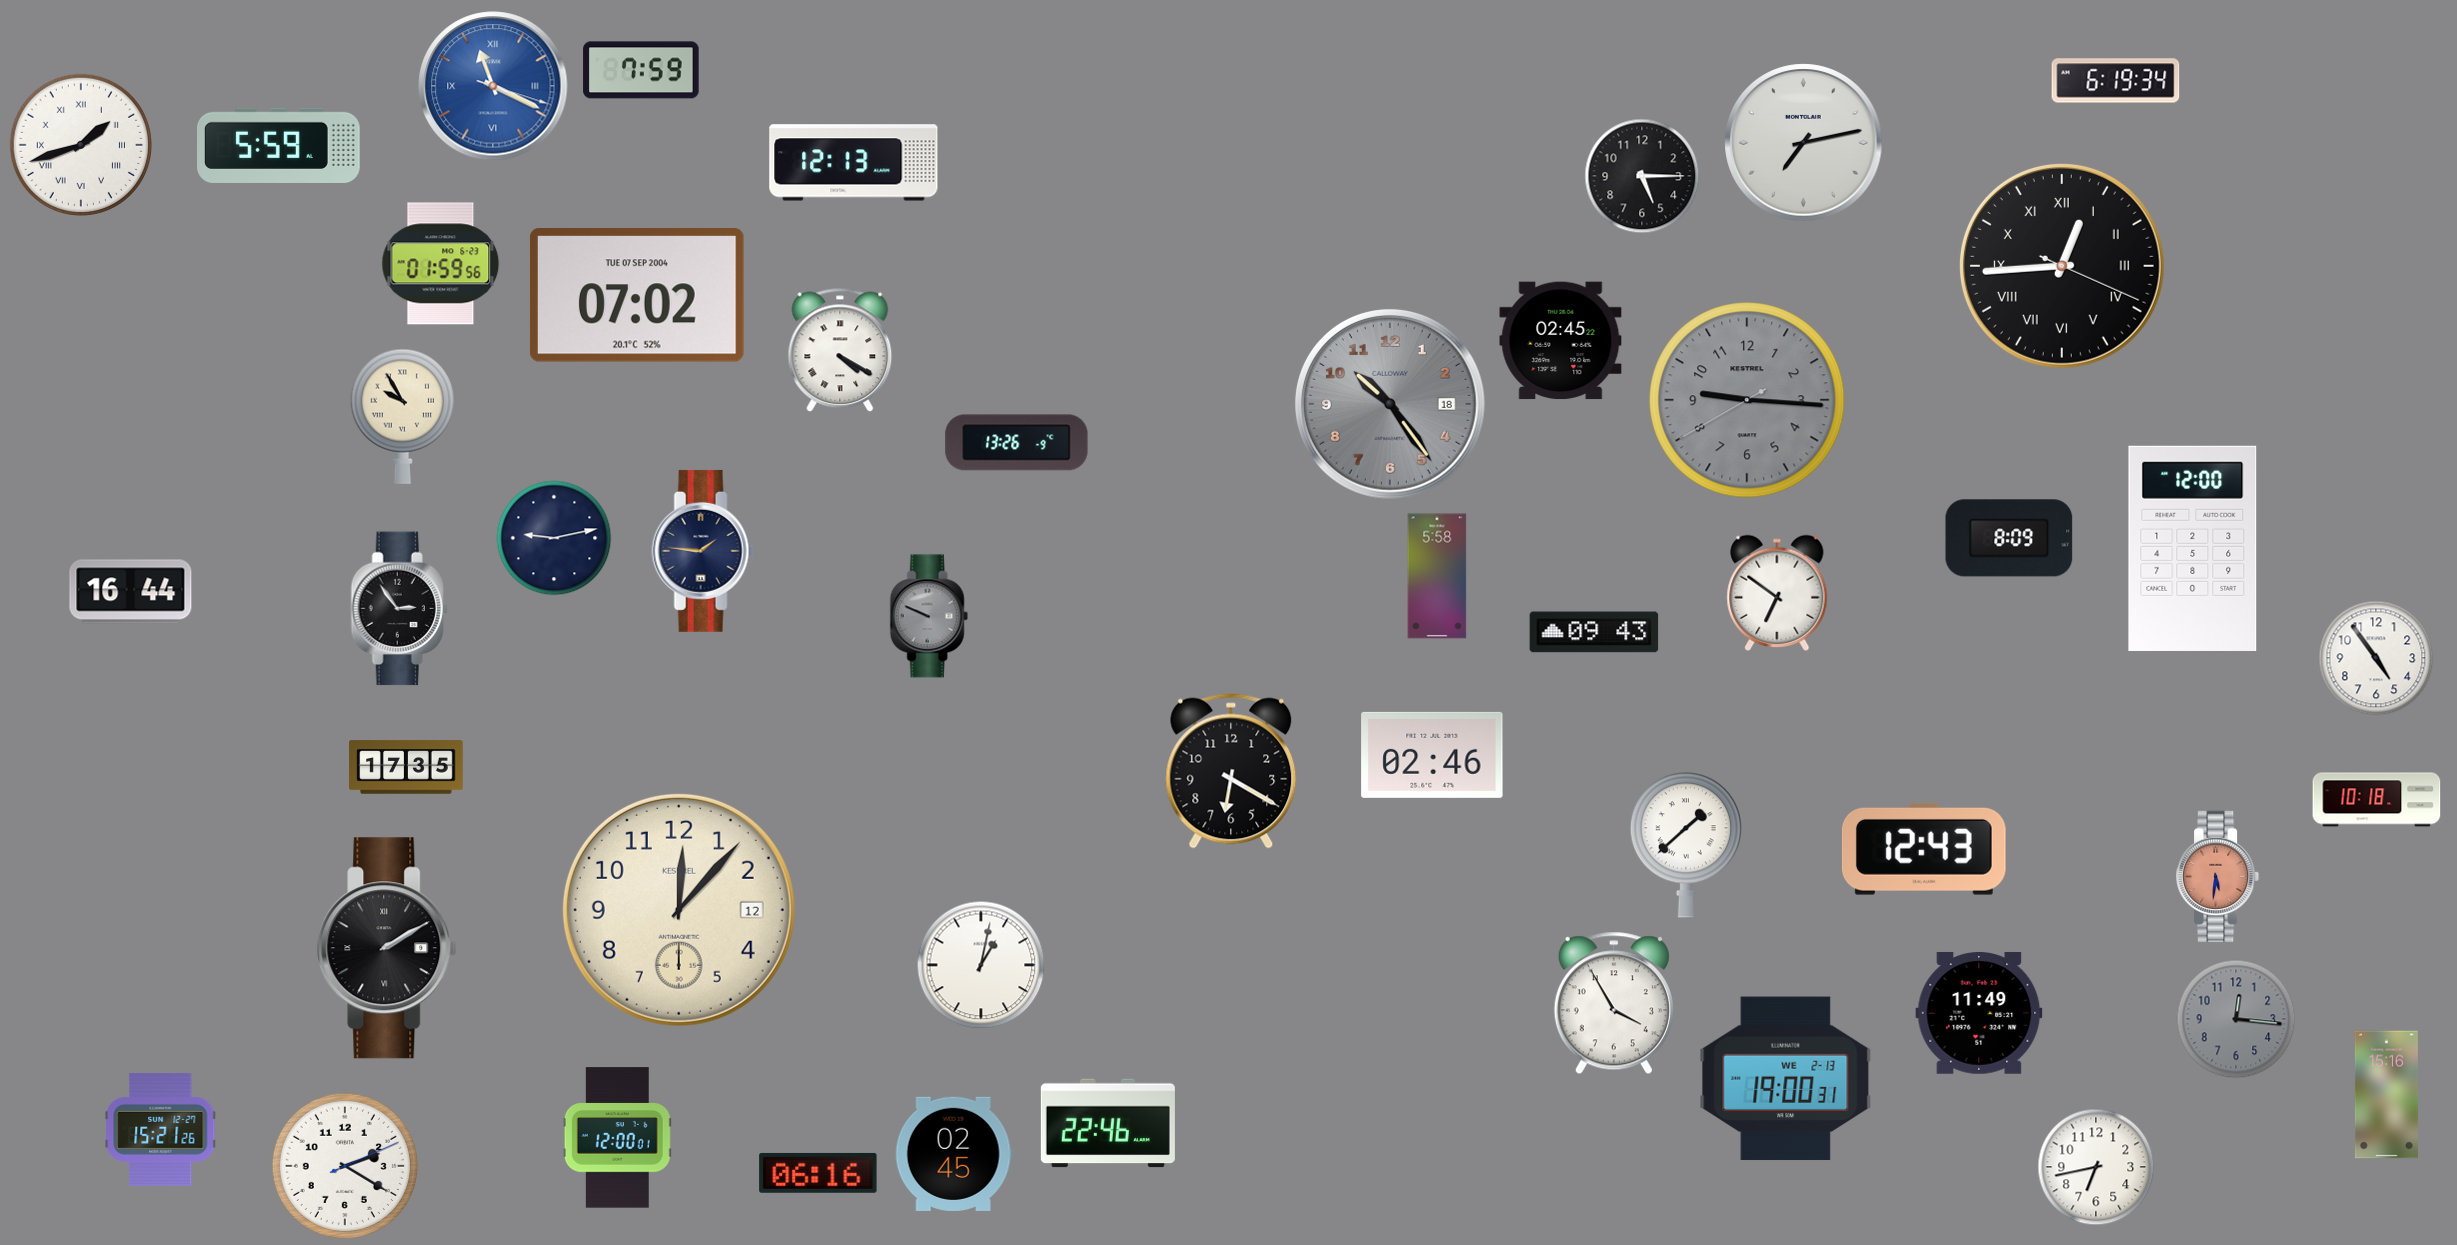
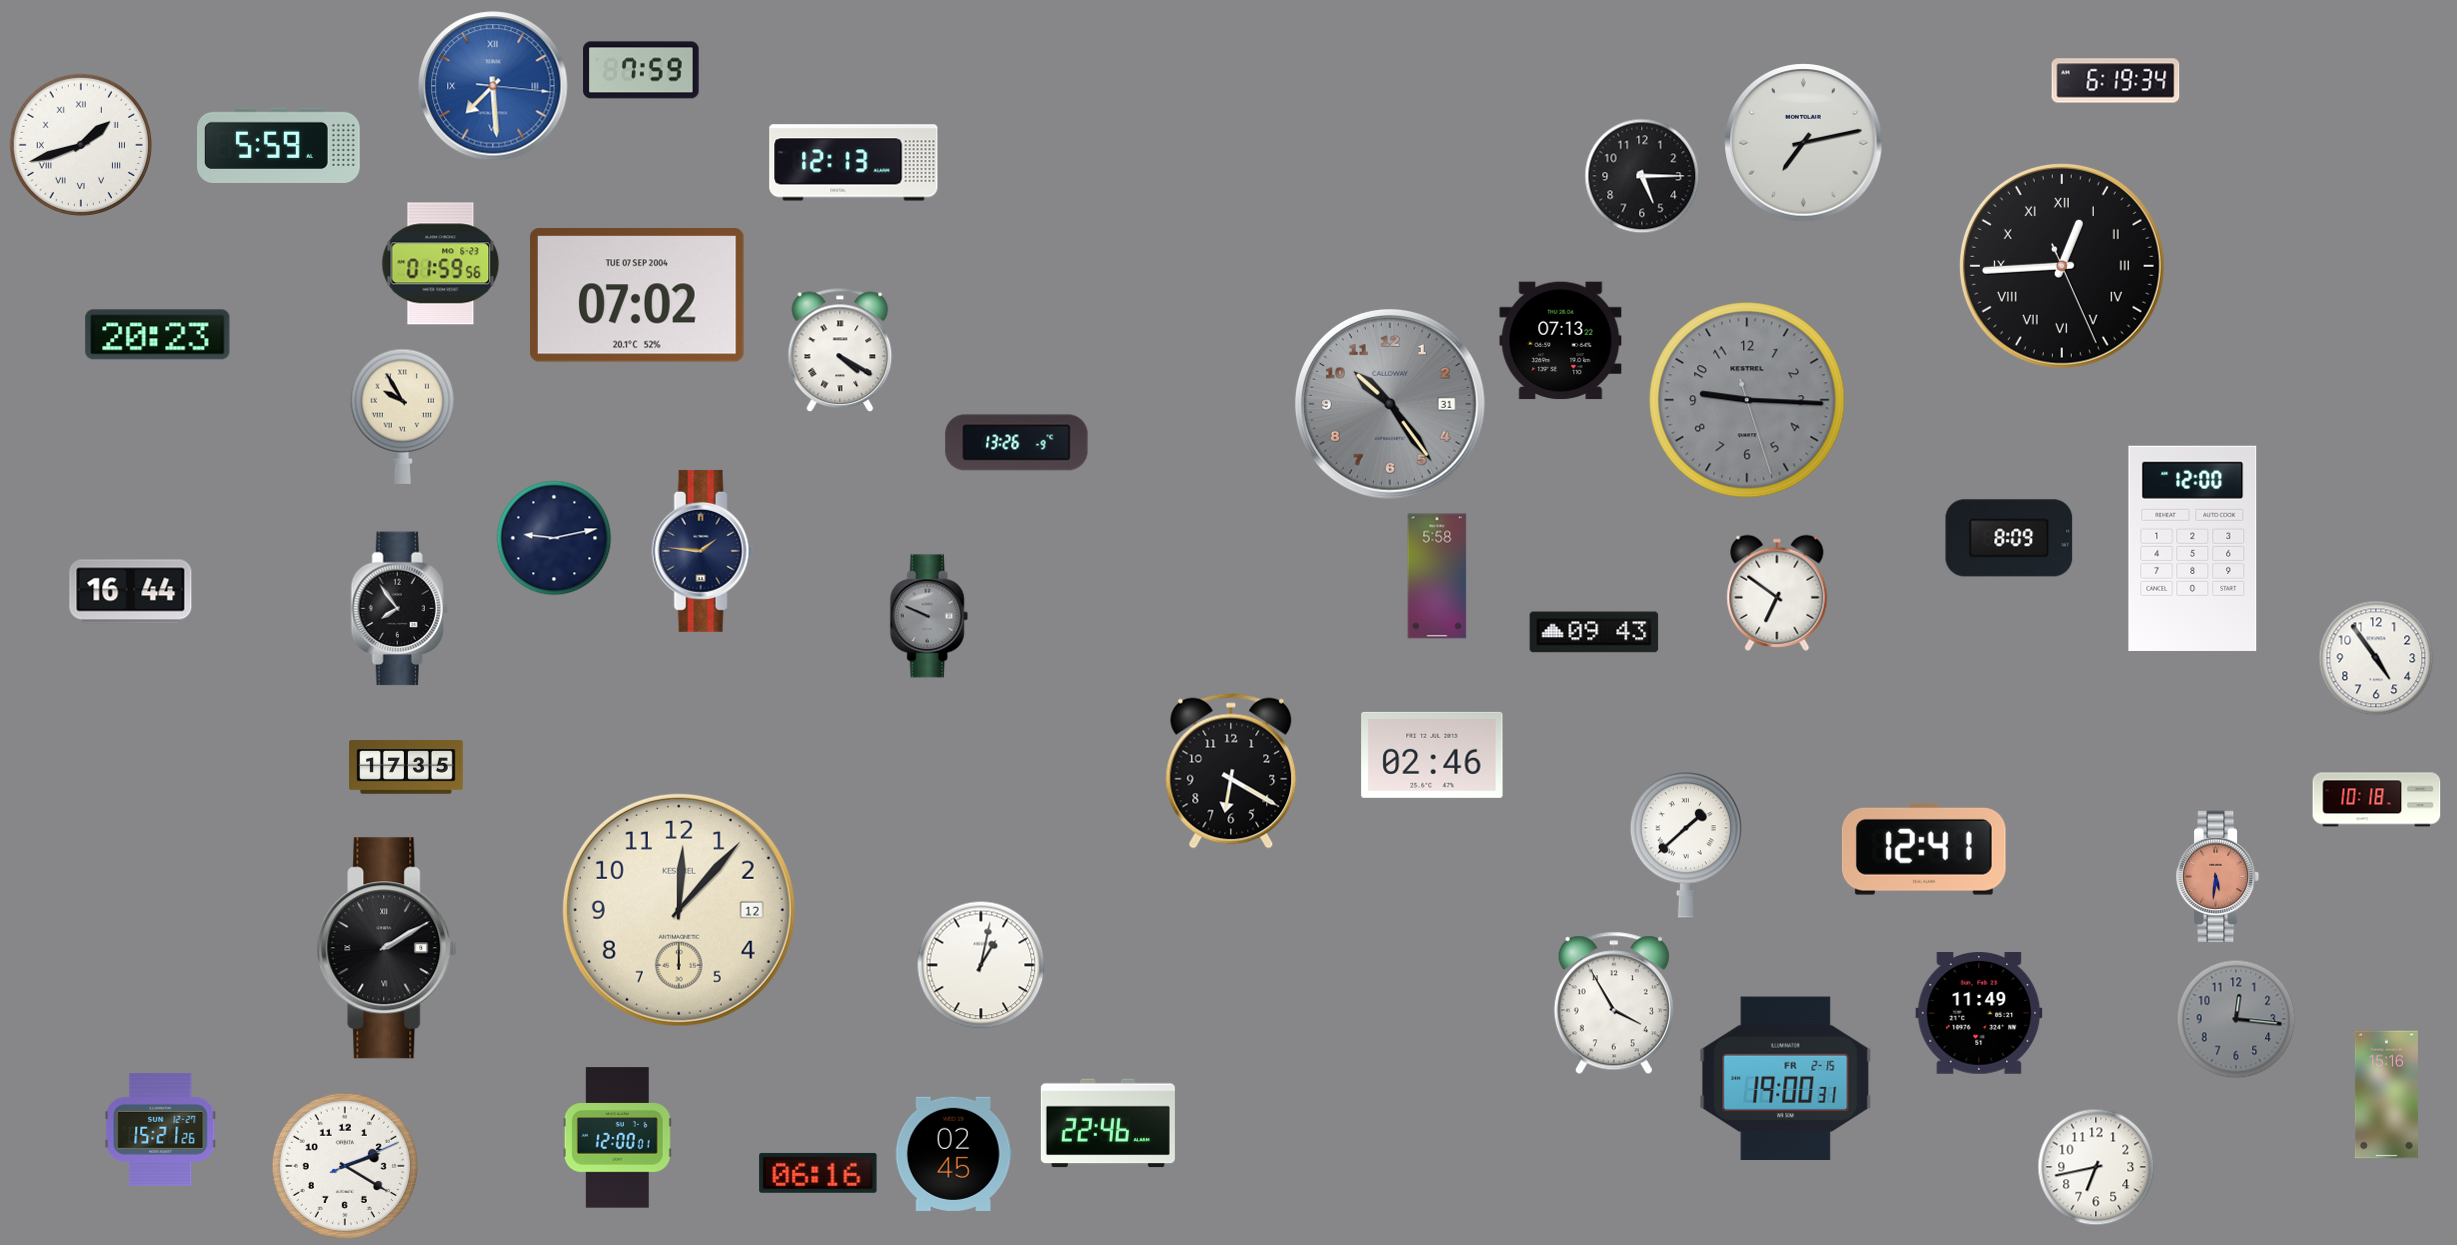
clock at (493, 86): 11:19 -> 7:29
clock at (2062, 266): 12:44:19 -> 12:44:26
clock at (158, 335): none -> 20:23
clock at (1561, 341): 02:45 -> 07:13
clock at (1747, 400): 9:15:40 -> 9:15:27
clock at (1390, 404) date: 18 -> 31
clock at (399, 609): 2:54 -> 7:54
clock at (1924, 849): 12:43 -> 12:41
clock at (1786, 1079) date: WE 2-13 -> FR 2-15
